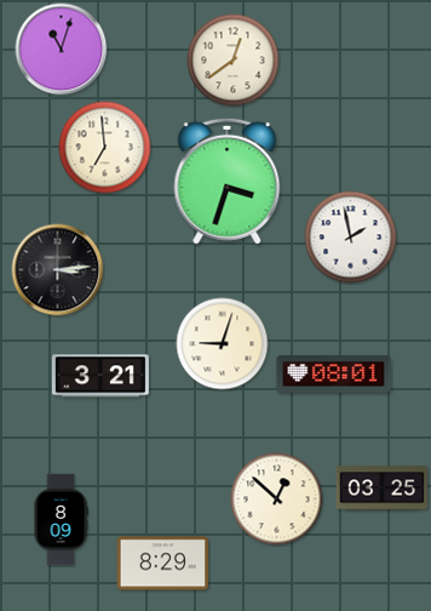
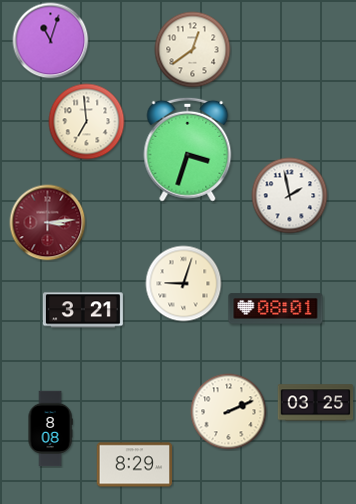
clock at (58, 270) dial: black -> burgundy
clock at (277, 499): 12:52 -> 2:11
clock at (61, 520): 8:09 -> 8:08
